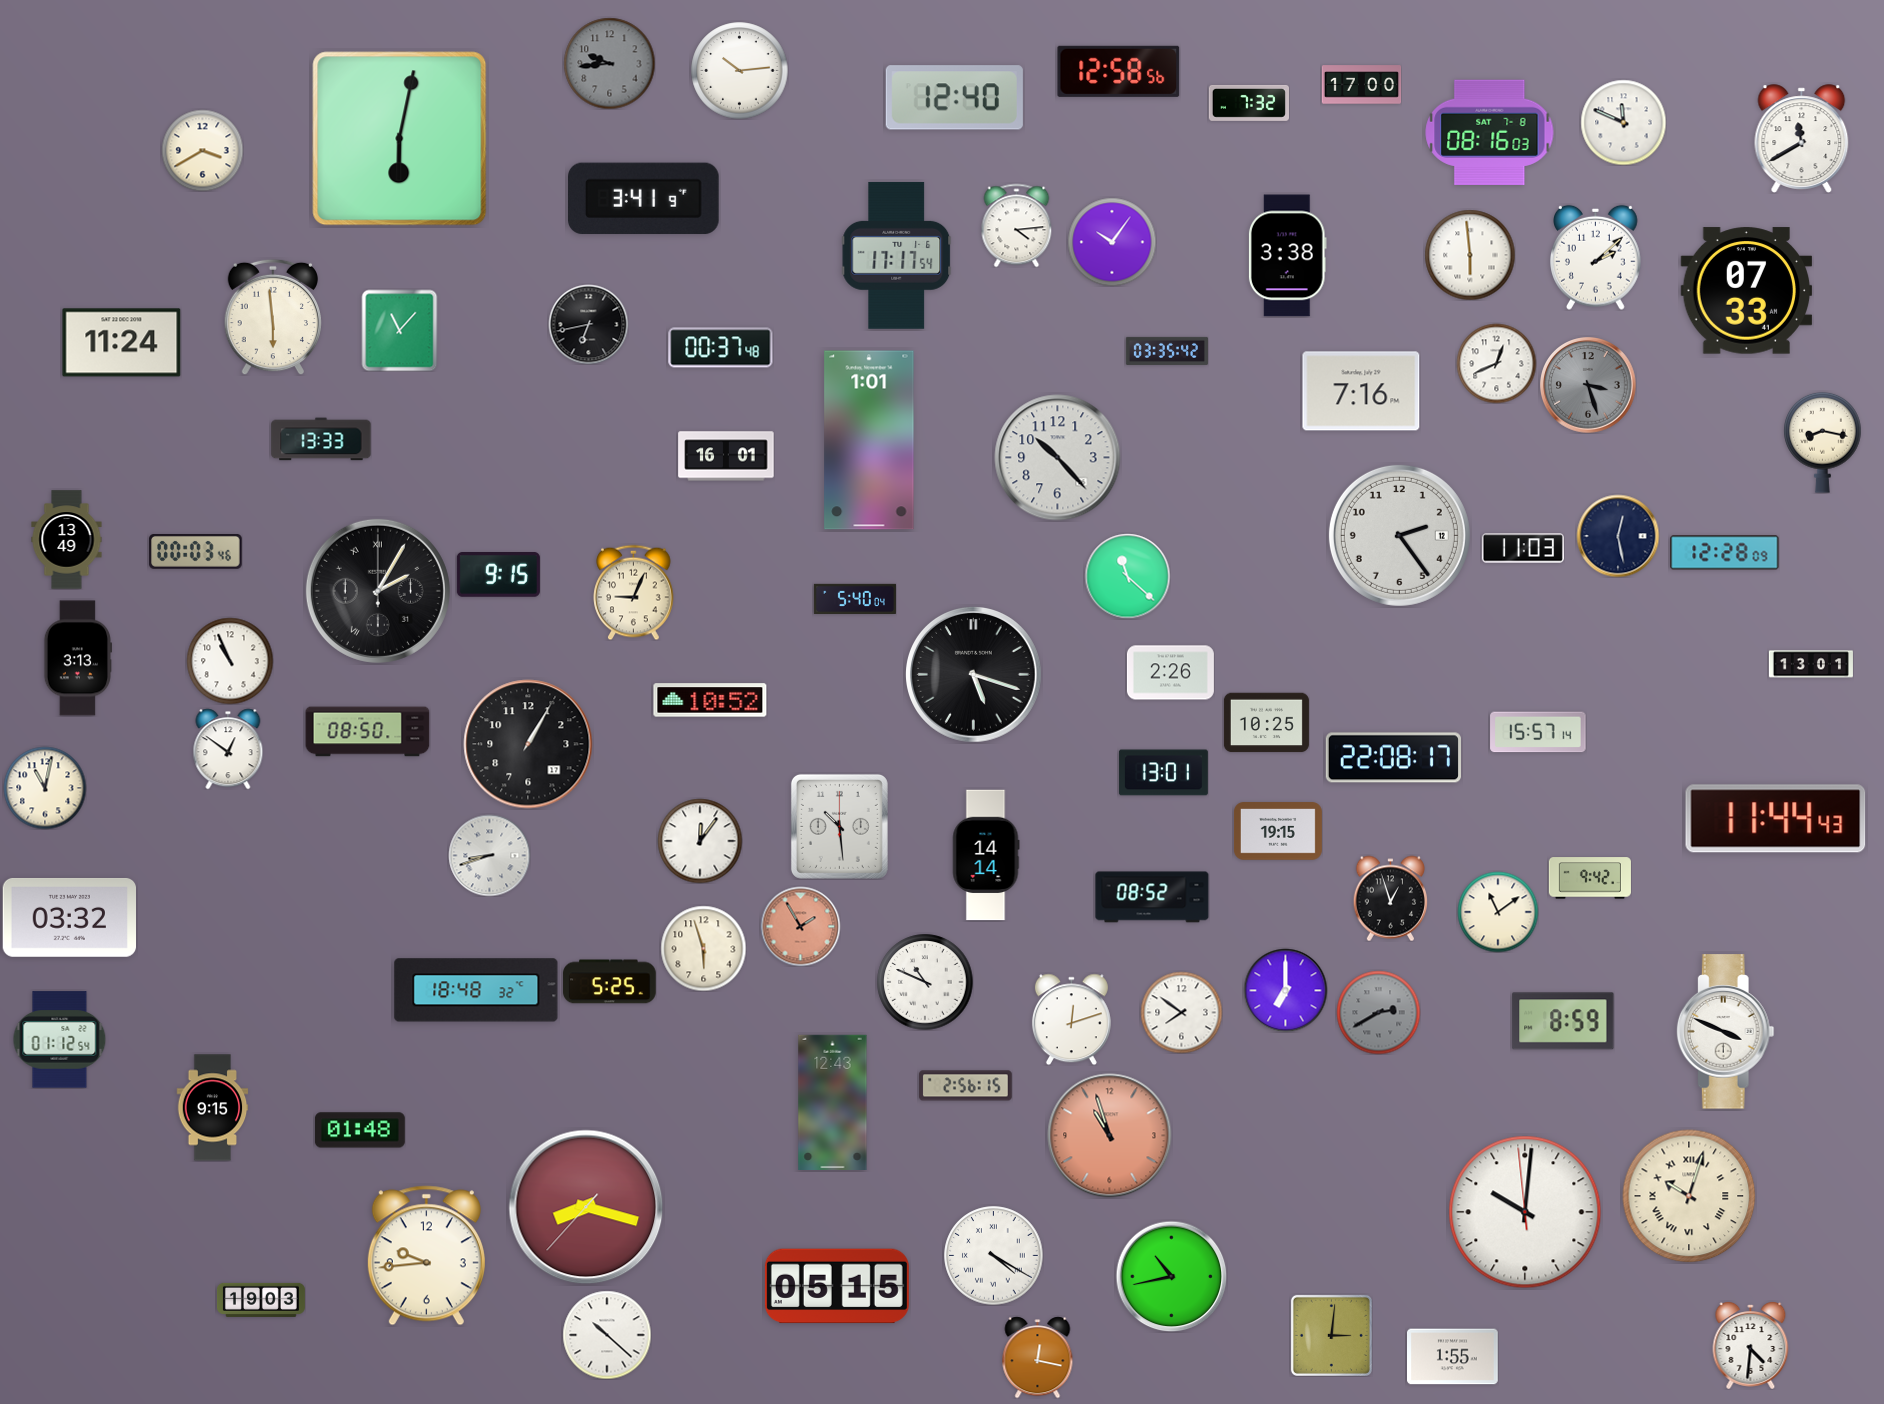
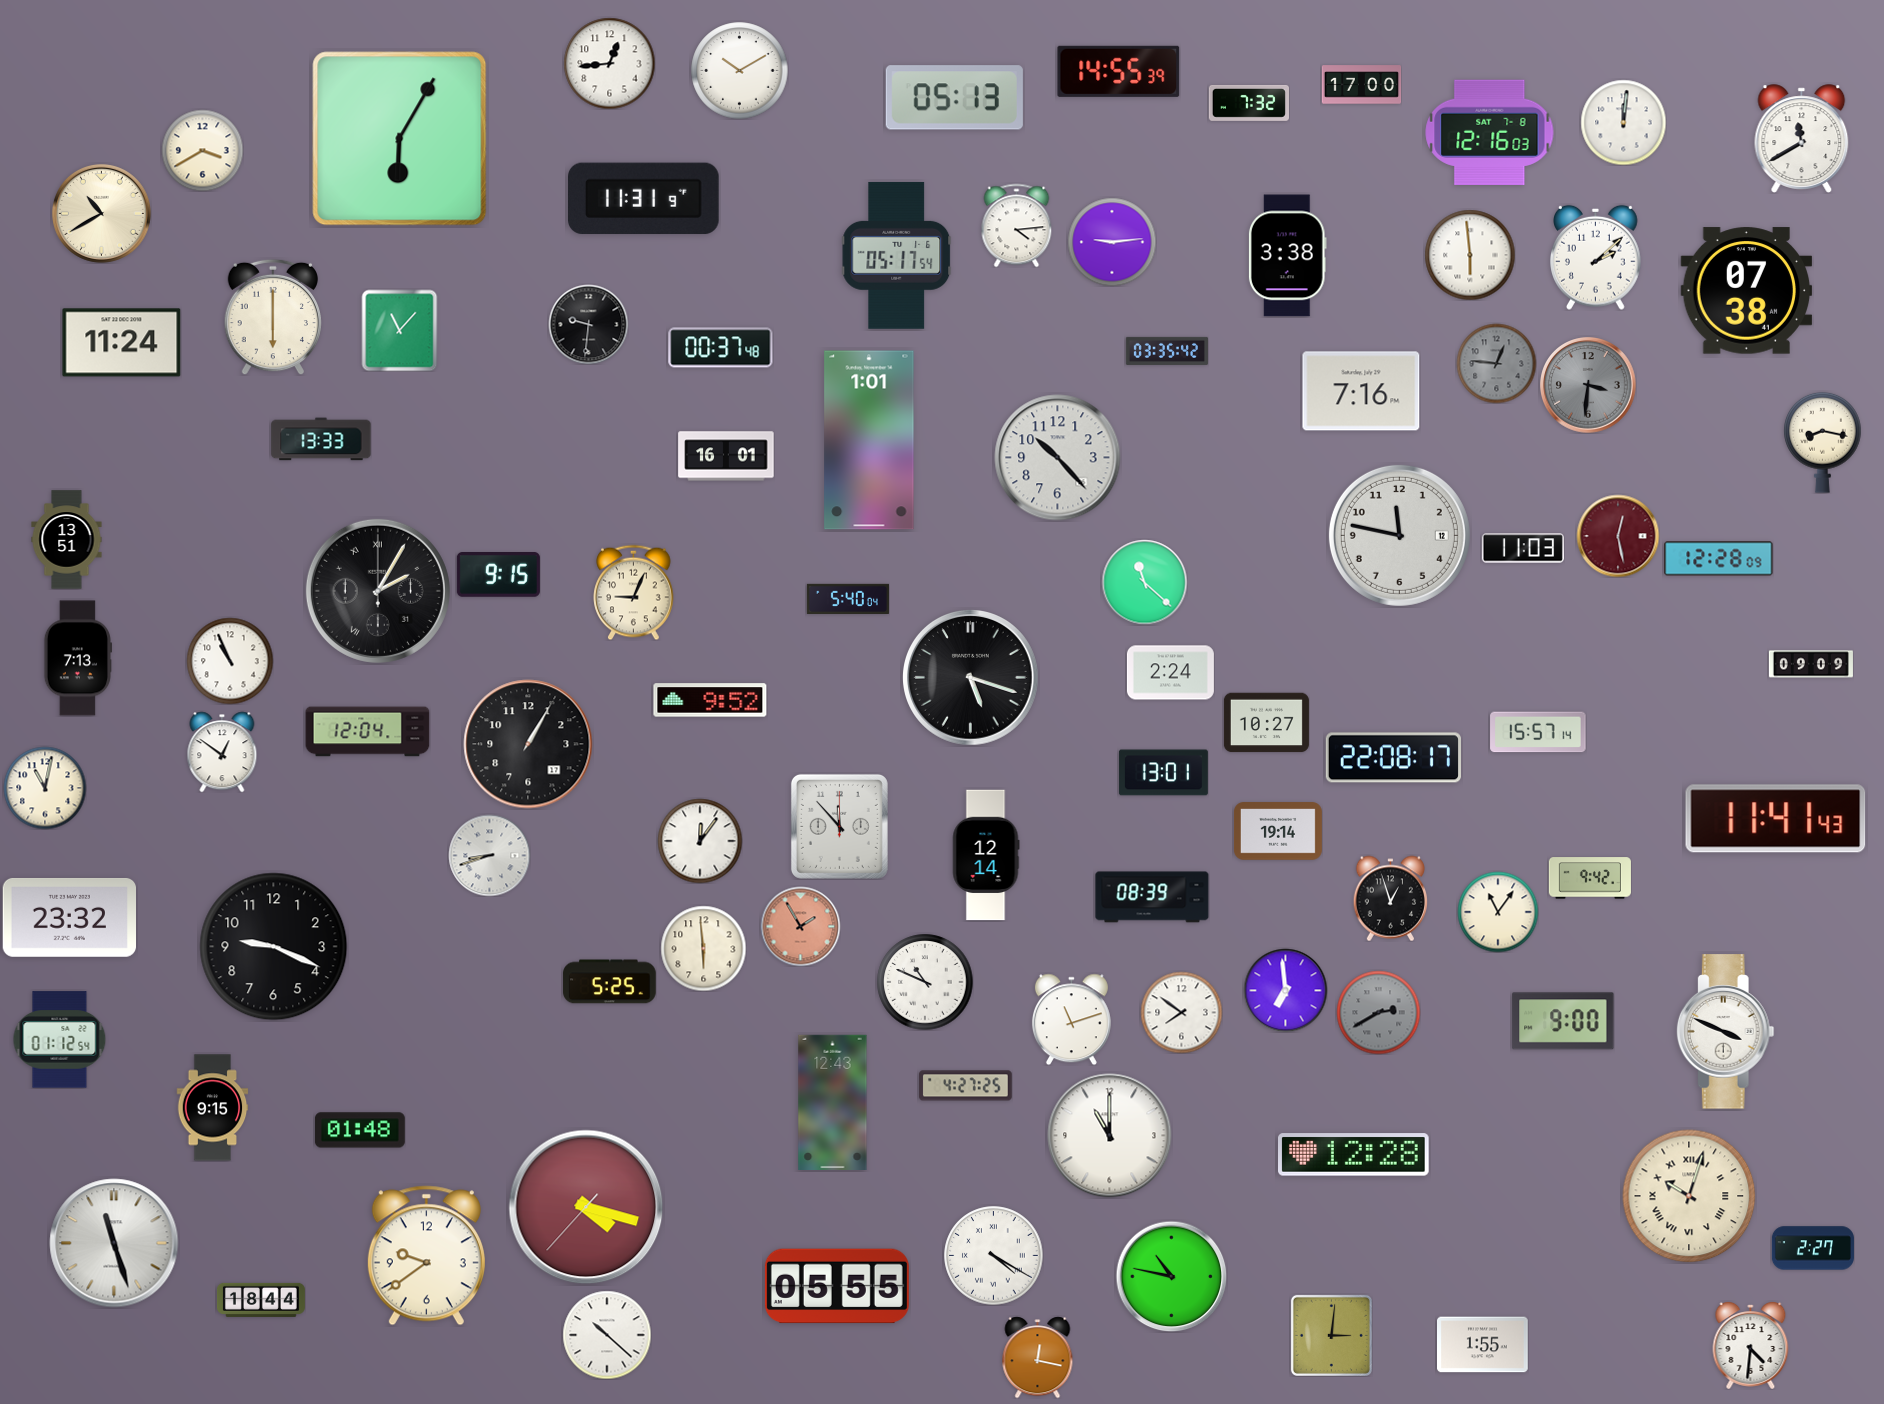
clock at (609, 63): 9:44 -> 12:44
clock at (609, 63) dial: grey -> white
clock at (740, 71): 10:14 -> 10:10
clock at (1119, 71): 12:58 -> 14:55
clock at (954, 98): 12:40 -> 05:13
clock at (1623, 122): 11:49 -> 12:01
clock at (1490, 132): 08:16 -> 12:16
clock at (400, 139): 6:02 -> 6:05
clock at (644, 199): 3:41 -> 11:31
clock at (101, 213): none -> 10:40
clock at (1112, 242): 10:06 -> 9:14
clock at (897, 255): 17:17 -> 05:17
clock at (1747, 291): 07:33 -> 07:38
clock at (272, 317): 5:59 -> 6:00
clock at (588, 324): 6:43 -> 9:31
clock at (1496, 363): 12:41 -> 12:46
clock at (1496, 363) dial: white -> grey
clock at (1588, 385): 3:27 -> 3:31
clock at (1399, 535): 2:24 -> 11:47
clock at (1618, 536) dial: navy -> burgundy
clock at (67, 540): 13:49 -> 13:51
clock at (196, 552): 00:03 -> none
clock at (1725, 553) position: (1725, 553) -> (1719, 559)
clock at (1127, 576) position: (1127, 576) -> (1144, 582)
clock at (855, 598) position: (855, 598) -> (848, 598)
clock at (77, 658): 3:13 -> 7:13
clock at (1811, 664): 13:01 -> 09:09
clock at (1170, 673): 2:26 -> 2:24
clock at (974, 675) position: (974, 675) -> (971, 678)
clock at (710, 700): 10:52 -> 9:52
clock at (1266, 723): 10:25 -> 10:27
clock at (368, 732): 08:50 -> 12:04
clock at (228, 749) position: (228, 749) -> (222, 752)
clock at (1776, 819): 11:44 -> 11:41
clock at (839, 826): 10:29 -> 11:53
clock at (1278, 831): 19:15 -> 19:14
clock at (986, 855): 14:14 -> 12:14
clock at (1152, 897): 08:52 -> 08:39
clock at (1498, 912): 11:09 -> 11:06
clock at (69, 917): 03:32 -> 23:32
clock at (274, 947): none -> 9:19
clock at (703, 948): 5:57 -> 5:59
clock at (476, 990): 18:48 -> none
clock at (1285, 990): 7:00 -> 6:59
clock at (1071, 1019): 12:12 -> 11:12
clock at (1563, 1021): 8:59 -> 9:00
clock at (966, 1086): 2:56 -> 4:27
clock at (1110, 1136): 10:57 -> 11:00
clock at (1110, 1136) dial: salmon -> white
clock at (1354, 1155): none -> 12:28
clock at (586, 1207): 8:17 -> 4:17
clock at (1525, 1212): 10:00 -> none
clock at (114, 1243): none -> 11:27
clock at (1813, 1248): none -> 2:27
clock at (426, 1256): 9:44 -> 9:39
clock at (1171, 1276): 10:43 -> 10:47
clock at (837, 1286): 05:15 -> 05:55
clock at (261, 1300): 19:03 -> 18:44
clock at (1453, 1357) position: (1453, 1357) -> (1483, 1345)
